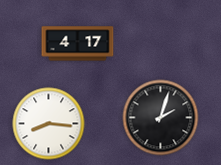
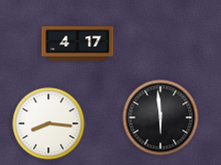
clock at (161, 118): 2:03 -> 5:59
